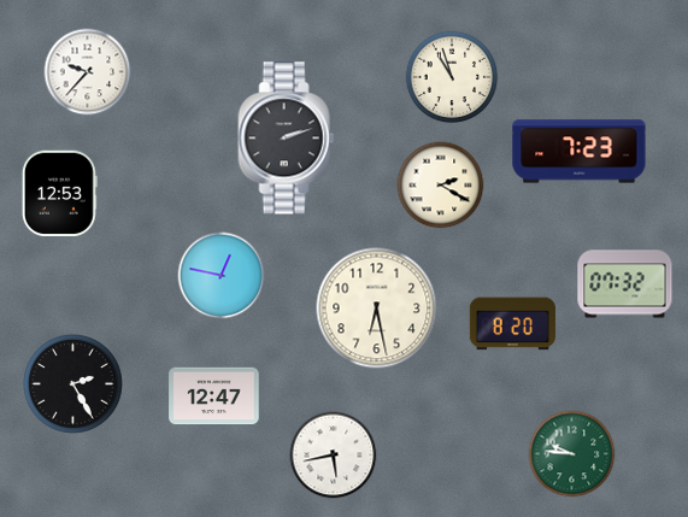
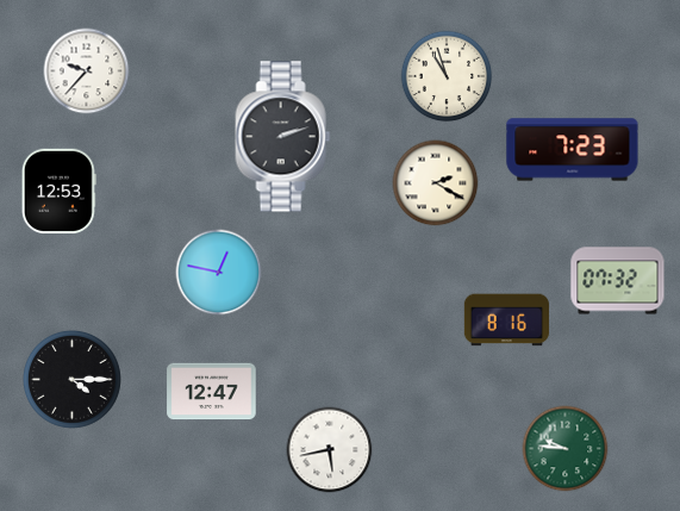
clock at (377, 309): 6:28 -> none
clock at (512, 324): 8:20 -> 8:16
clock at (72, 383): 2:25 -> 4:15
